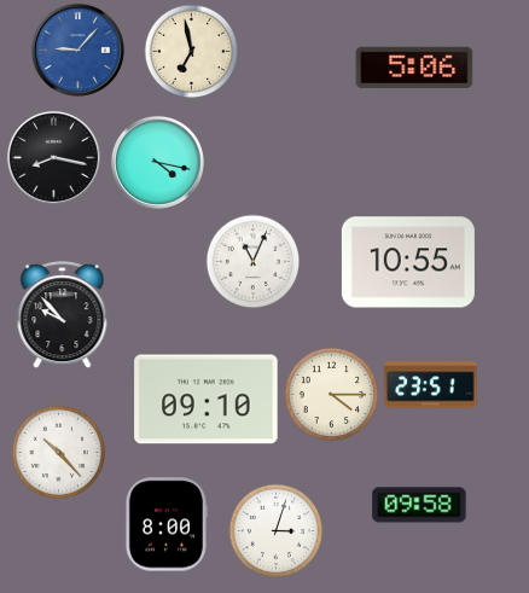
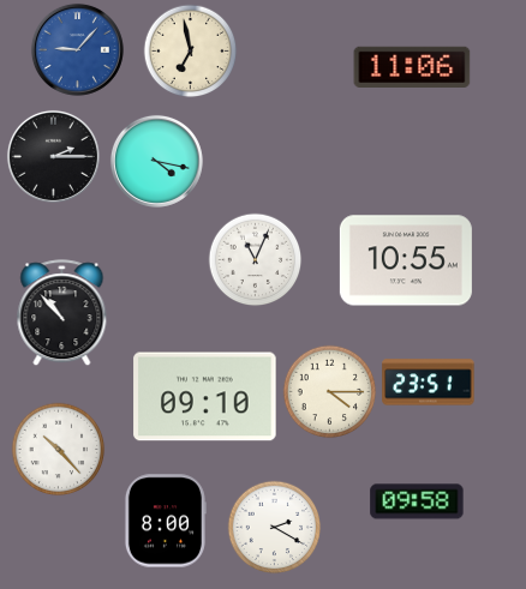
clock at (414, 66): 5:06 -> 11:06
clock at (53, 157): 8:17 -> 2:15
clock at (252, 261) position: (252, 261) -> (255, 259)
clock at (63, 315): 9:53 -> 10:53
clock at (275, 530): 3:03 -> 2:20
